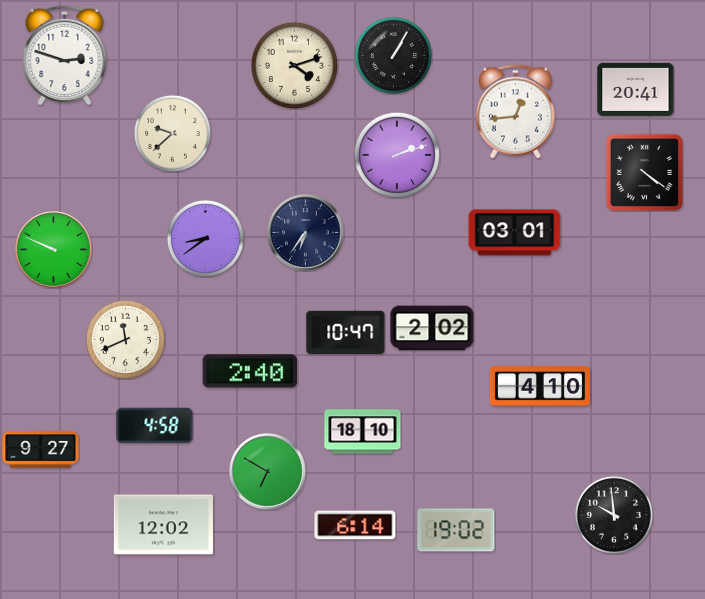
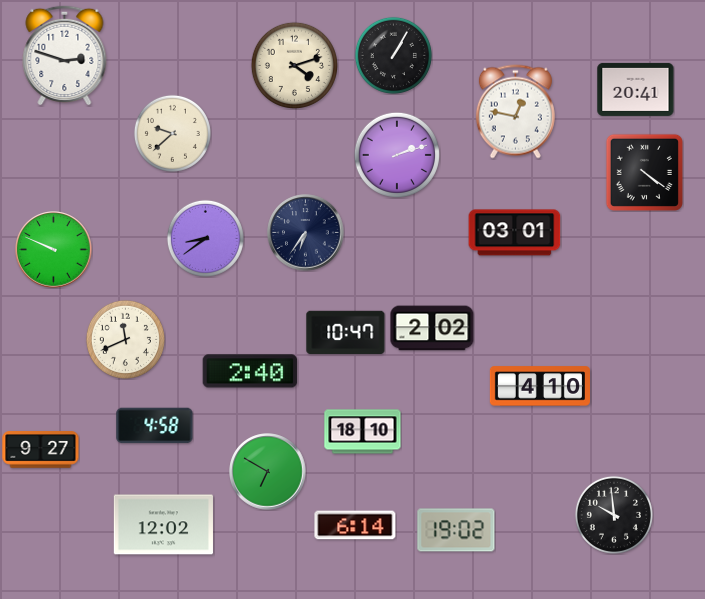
clock at (515, 112): 12:44 -> 12:47
